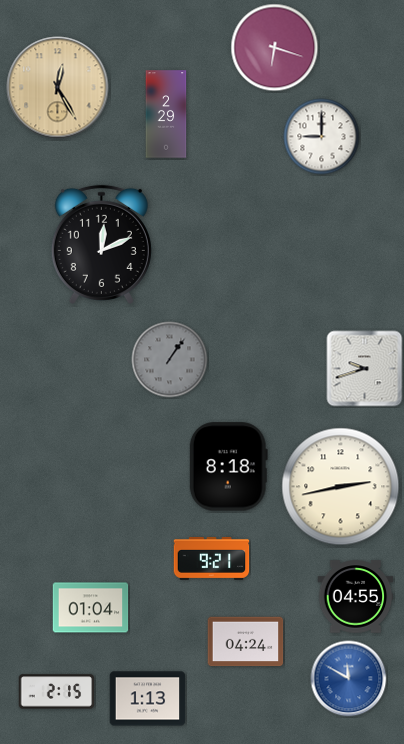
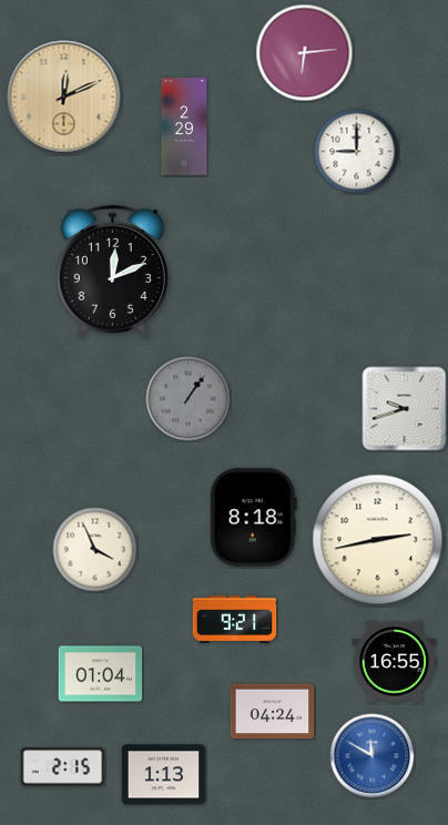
clock at (275, 48): 6:18 -> 6:14
clock at (58, 88): 12:25 -> 12:11
clock at (95, 550): none -> 3:56
clock at (356, 597): 04:55 -> 16:55
clock at (349, 679) position: (349, 679) -> (373, 756)
